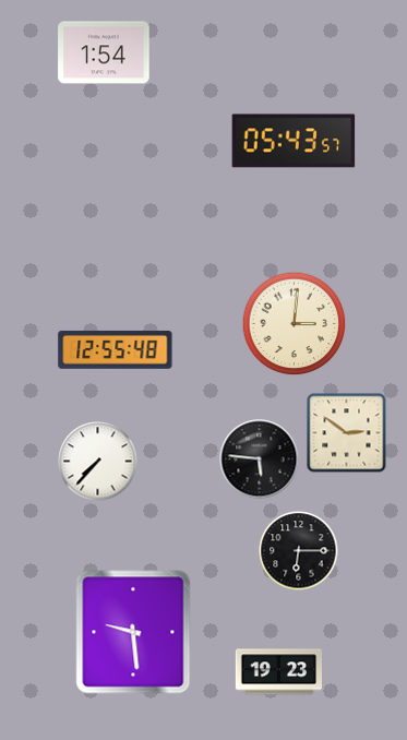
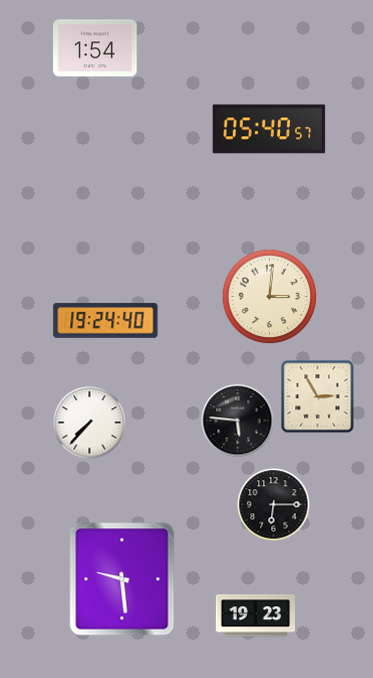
clock at (294, 141): 05:43 -> 05:40
clock at (116, 349): 12:55 -> 19:24
clock at (347, 433): 2:51 -> 2:55
